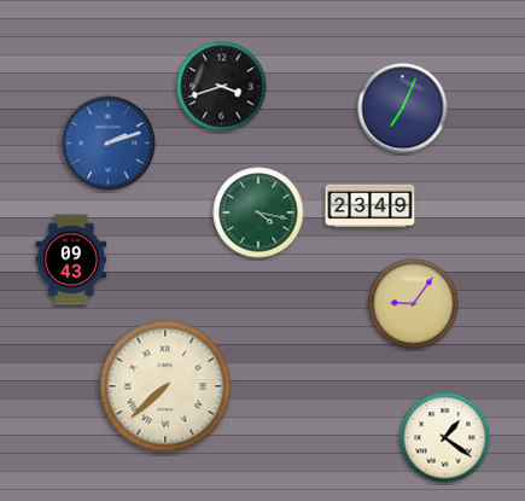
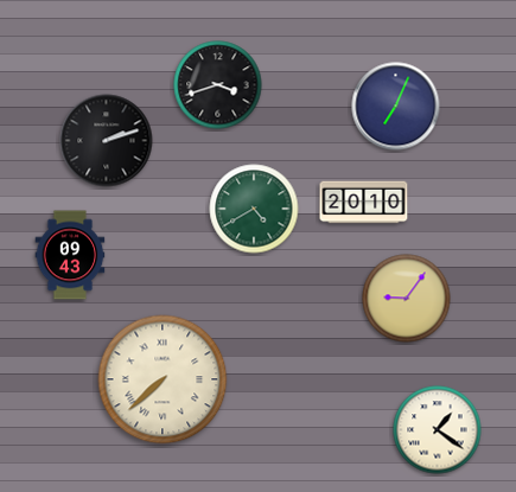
clock at (109, 144) dial: blue -> black
clock at (371, 206): 23:49 -> 20:10
clock at (258, 212): 4:17 -> 4:40
